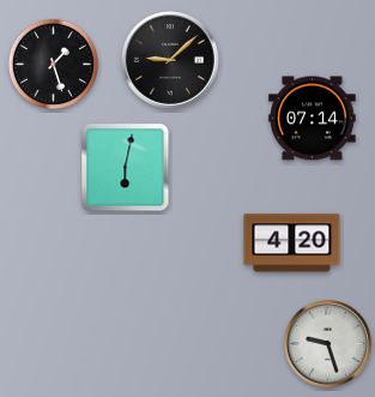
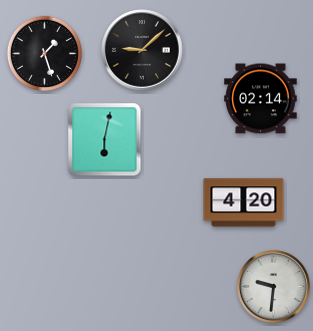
clock at (313, 119): 07:14 -> 02:14
clock at (328, 344): 9:27 -> 9:31
